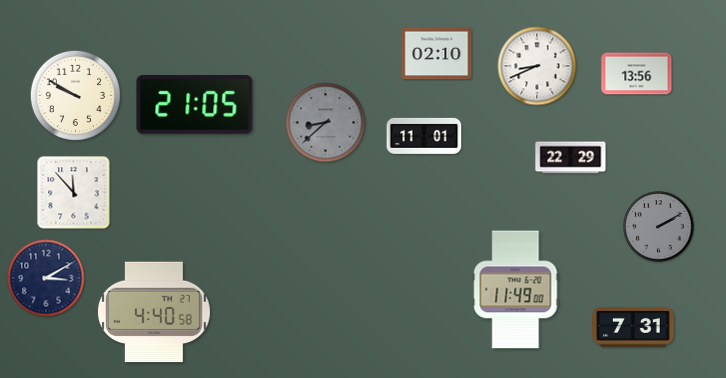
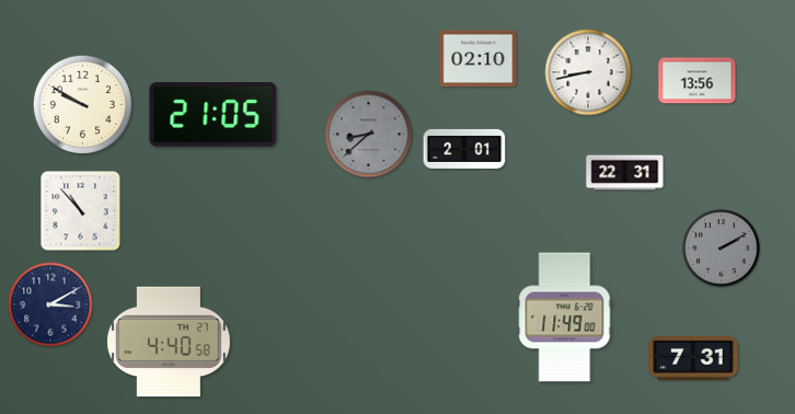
clock at (537, 66): 8:41 -> 8:43
clock at (326, 123) position: (326, 123) -> (369, 135)
clock at (424, 136): 11:01 -> 2:01
clock at (571, 158): 22:29 -> 22:31
clock at (74, 193): 11:53 -> 10:53
